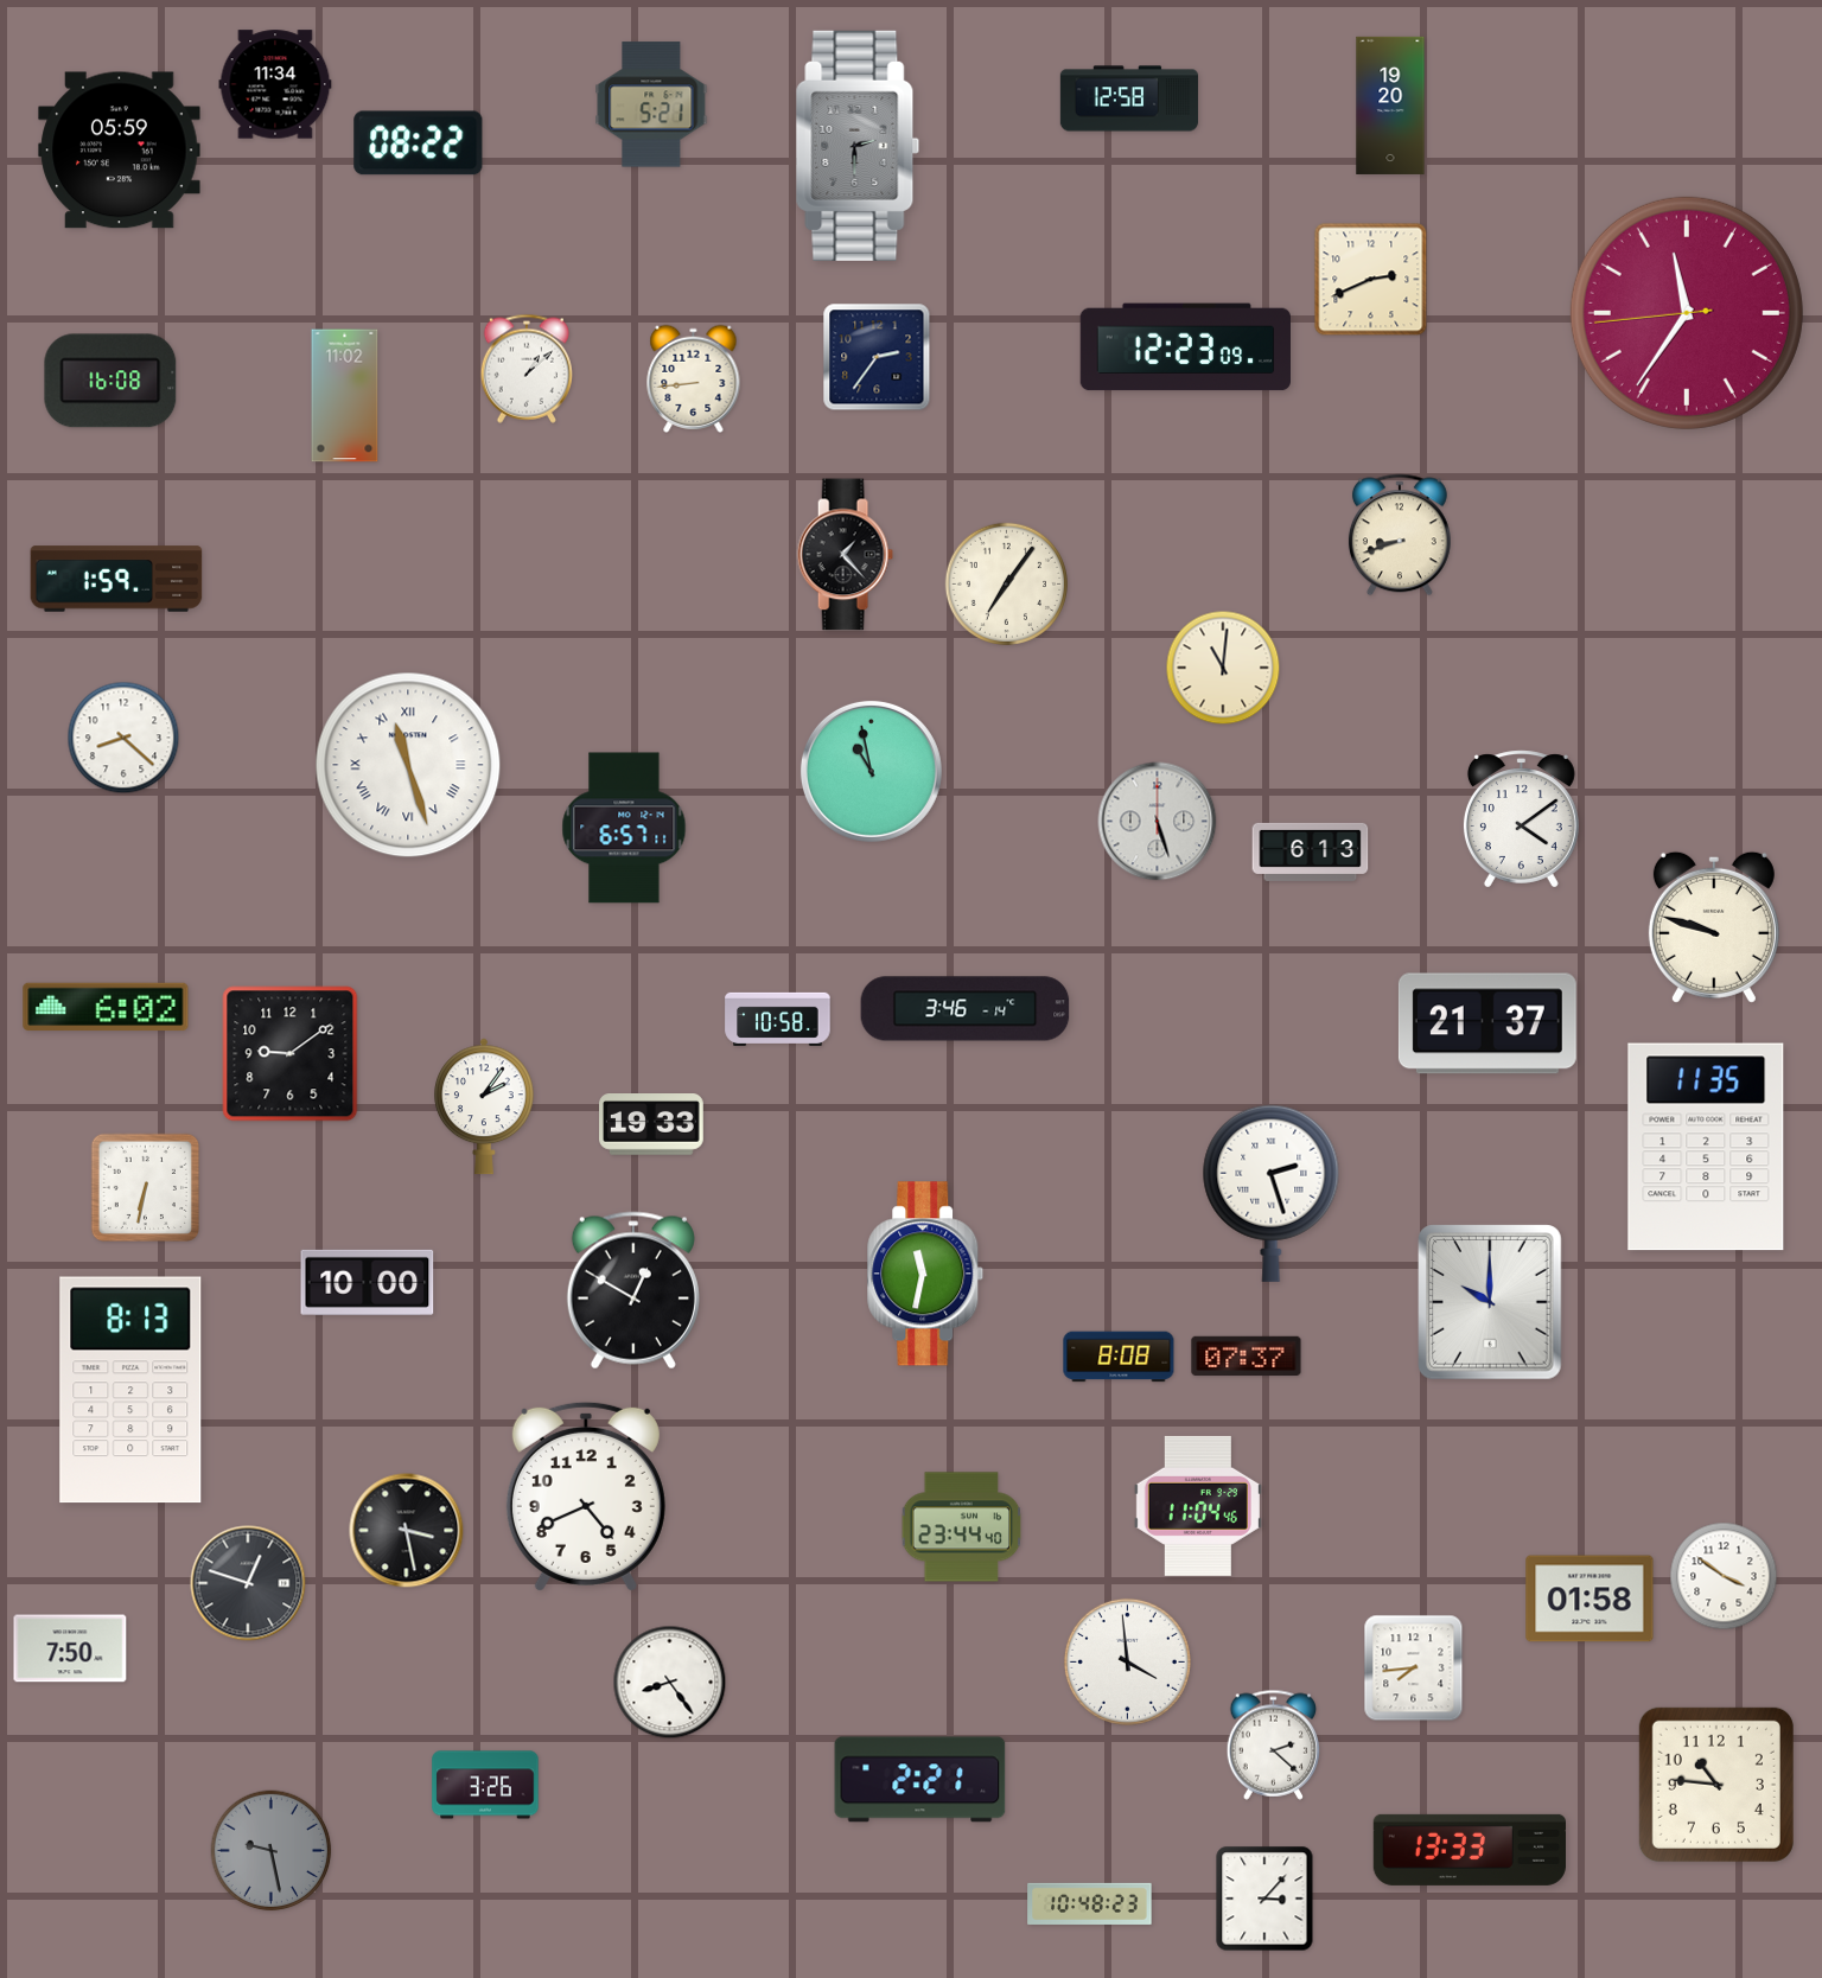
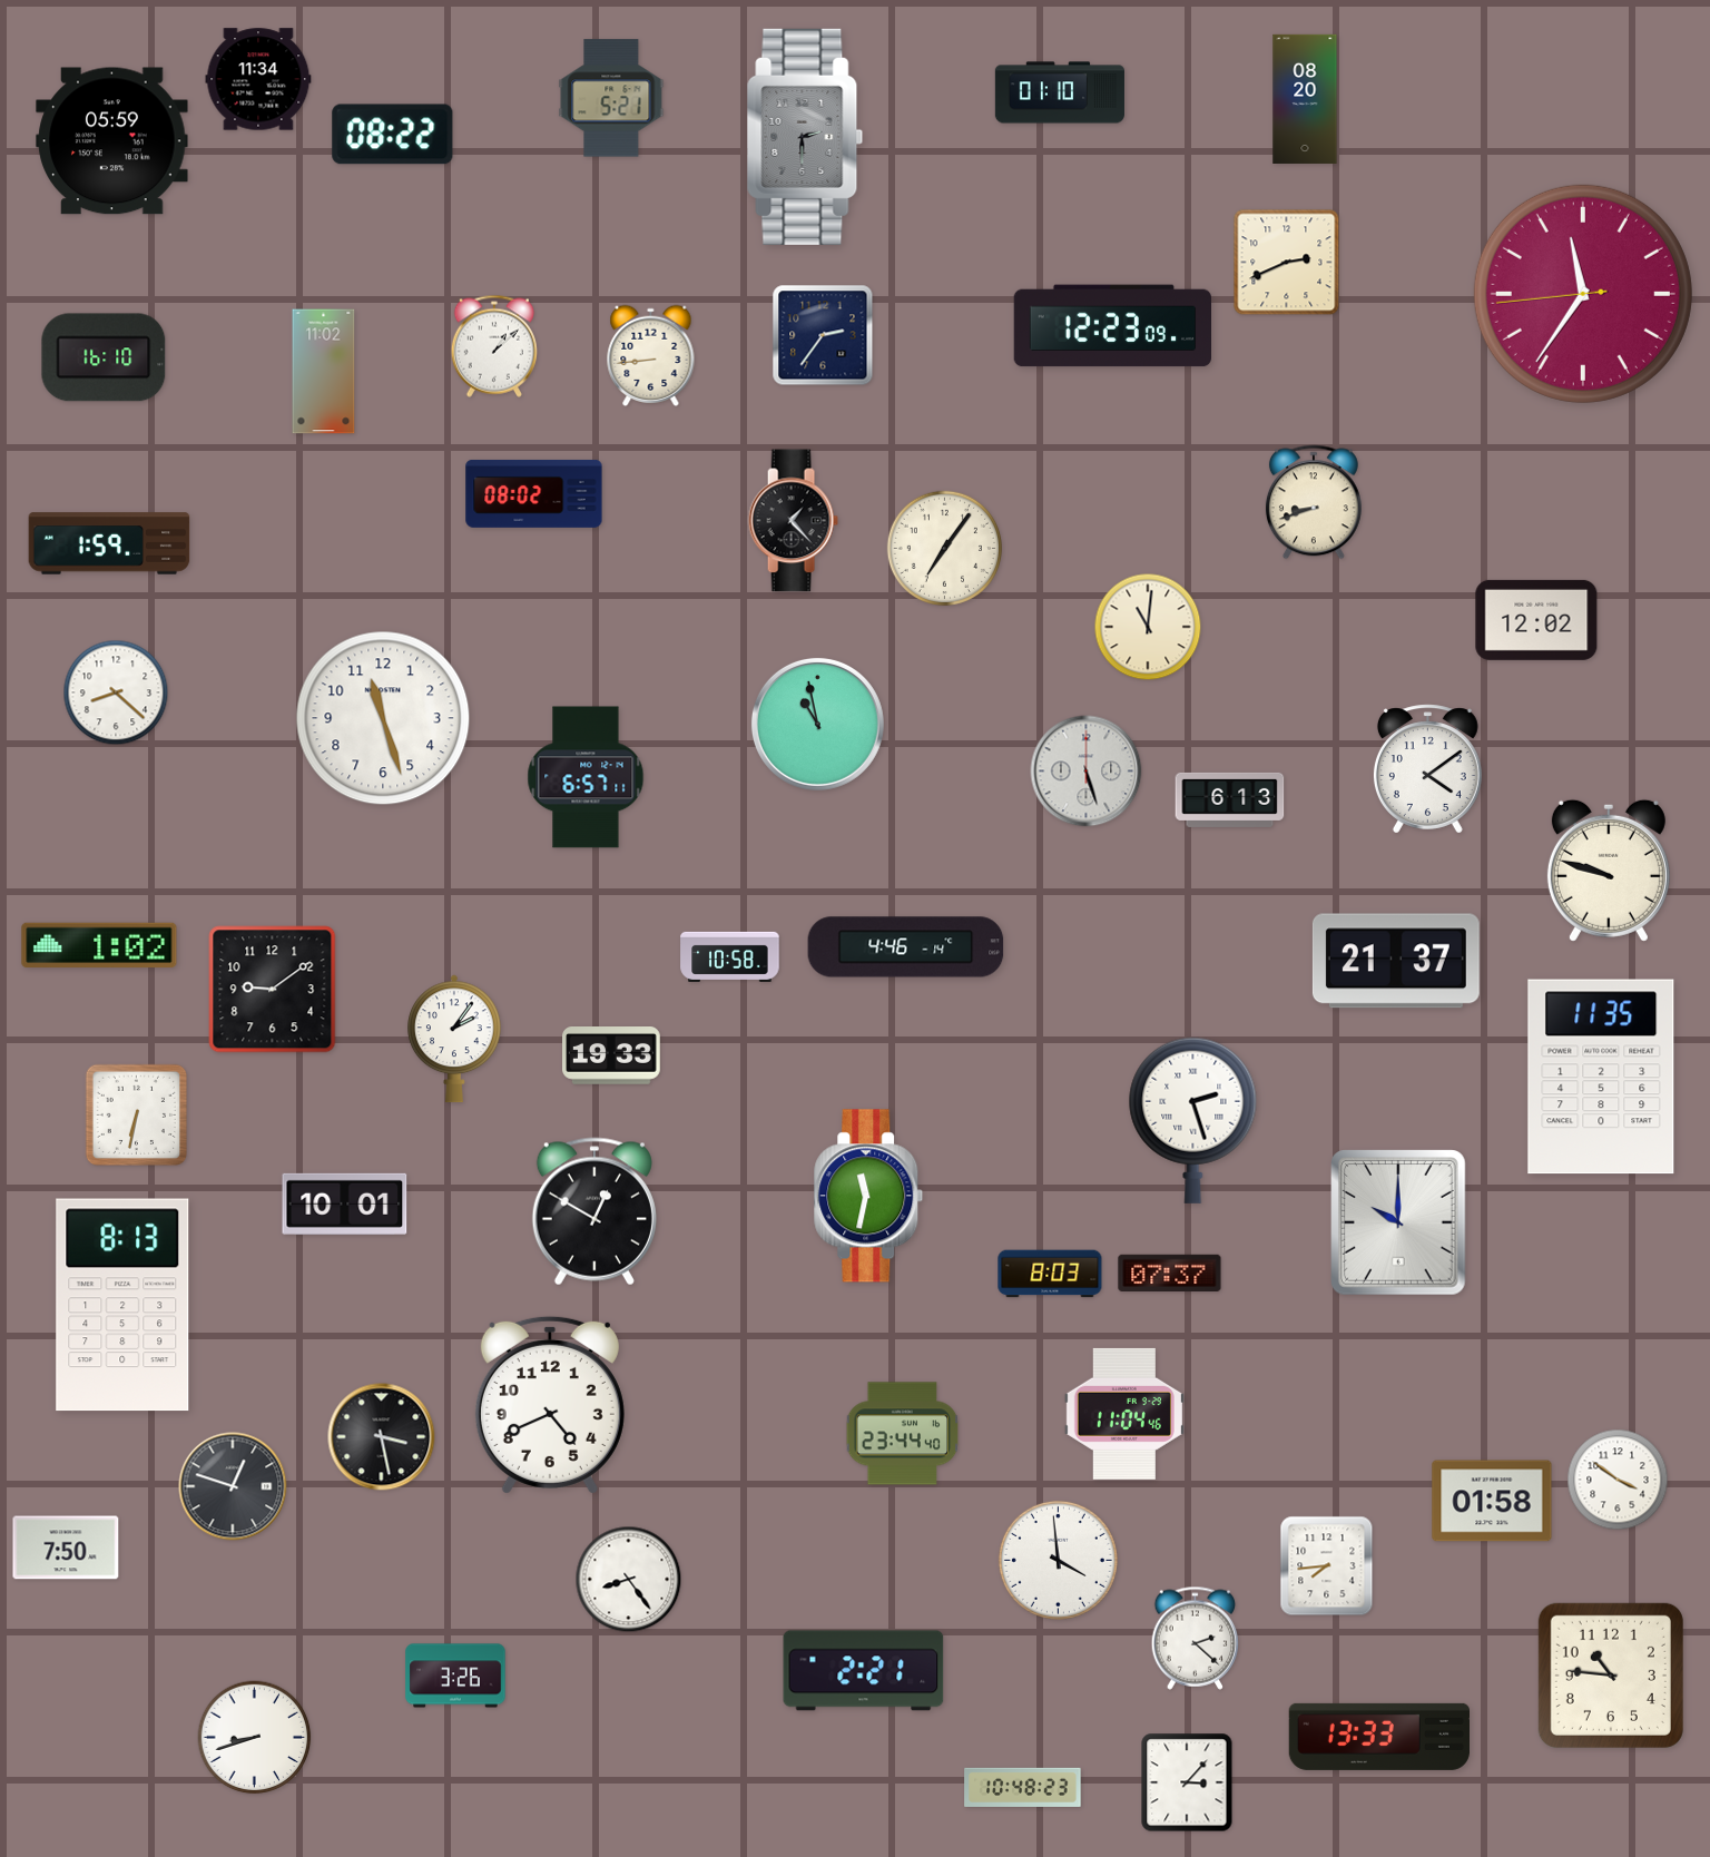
clock at (1129, 98): 12:58 -> 01:10
clock at (1390, 106): 19:20 -> 08:20
clock at (110, 381): 16:08 -> 16:10
clock at (534, 493): none -> 08:02
clock at (1536, 620): none -> 12:02
clock at (408, 765) numerals: Roman -> Arabic
clock at (106, 1007): 6:02 -> 1:02
clock at (966, 1009): 3:46 -> 4:46
clock at (368, 1282): 10:00 -> 10:01
clock at (1119, 1357): 8:08 -> 8:03
clock at (272, 1851): 9:28 -> 8:42
clock at (272, 1851) dial: grey -> white
